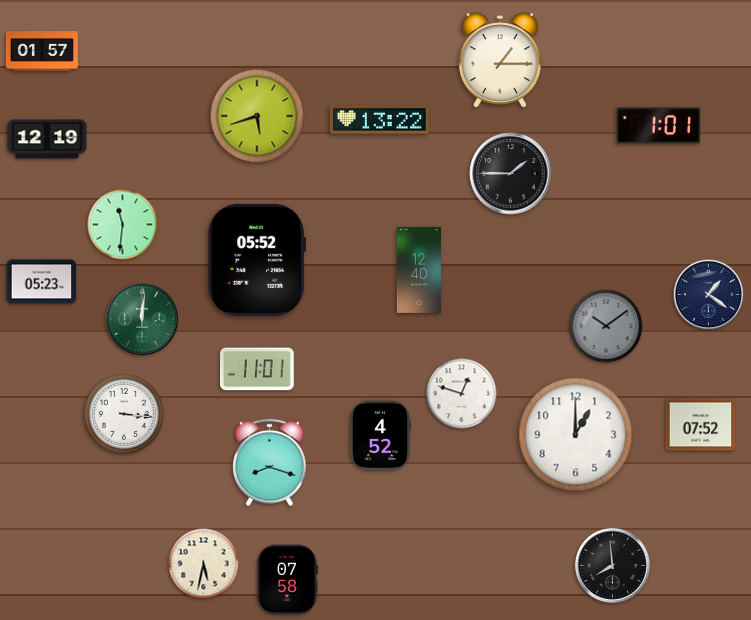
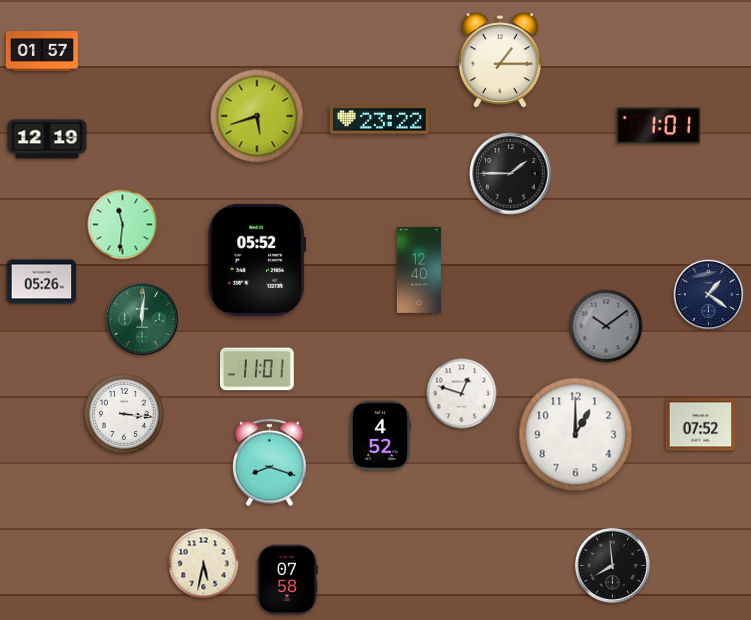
clock at (379, 120): 13:22 -> 23:22
clock at (42, 282): 05:23 -> 05:26
